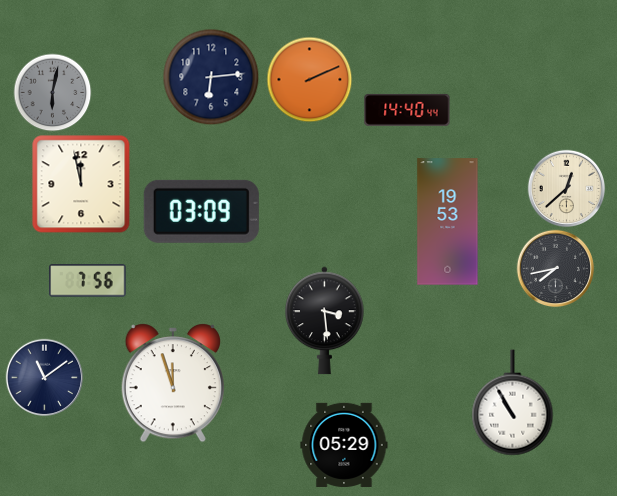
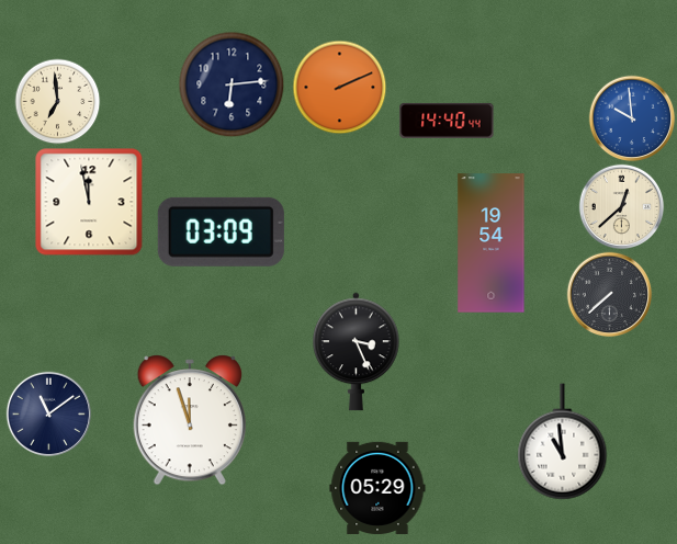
clock at (52, 92): 6:02 -> 6:59
clock at (52, 92) dial: grey -> cream
clock at (632, 118): none -> 9:59
clock at (448, 222): 19:53 -> 19:54
clock at (555, 268): 7:43 -> 7:38
clock at (88, 281): 7:56 -> none
clock at (325, 321): 3:29 -> 3:26
clock at (513, 403): 10:55 -> 10:59
